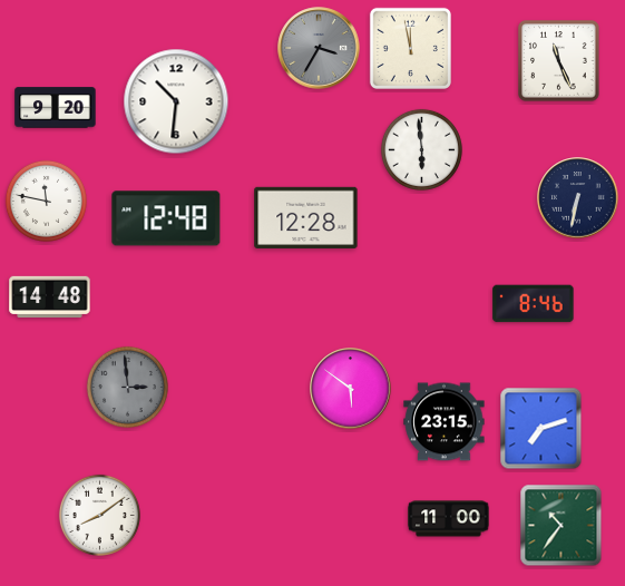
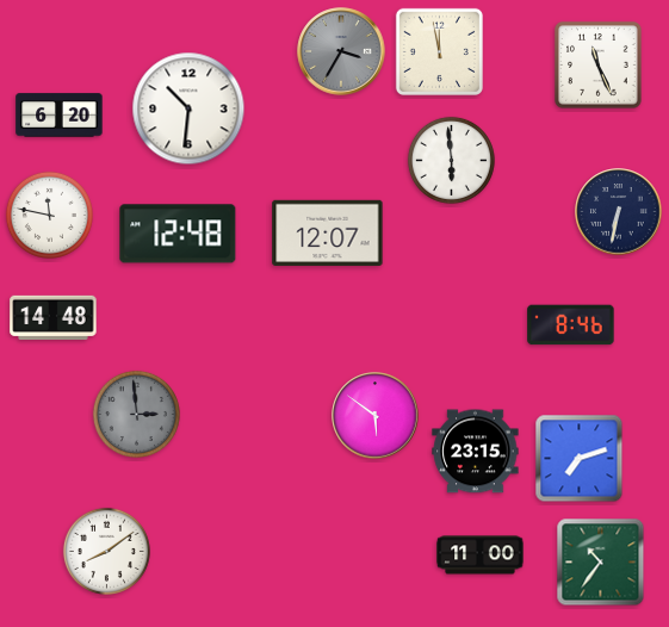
clock at (56, 108): 9:20 -> 6:20
clock at (306, 217): 12:28 -> 12:07
